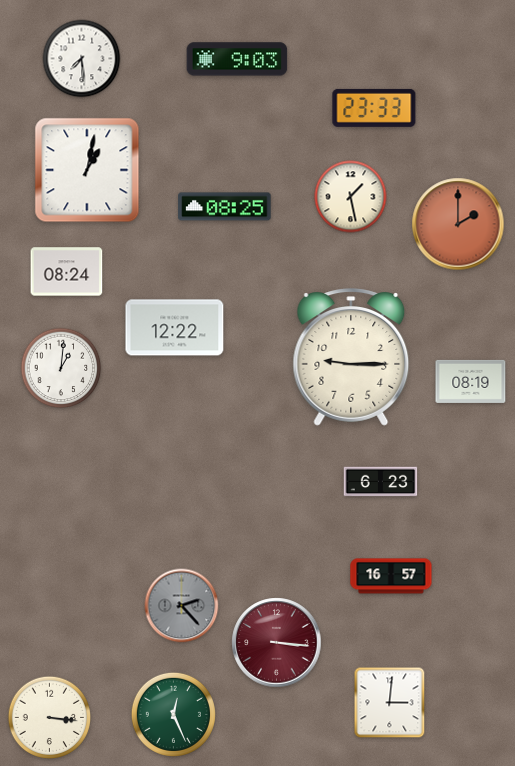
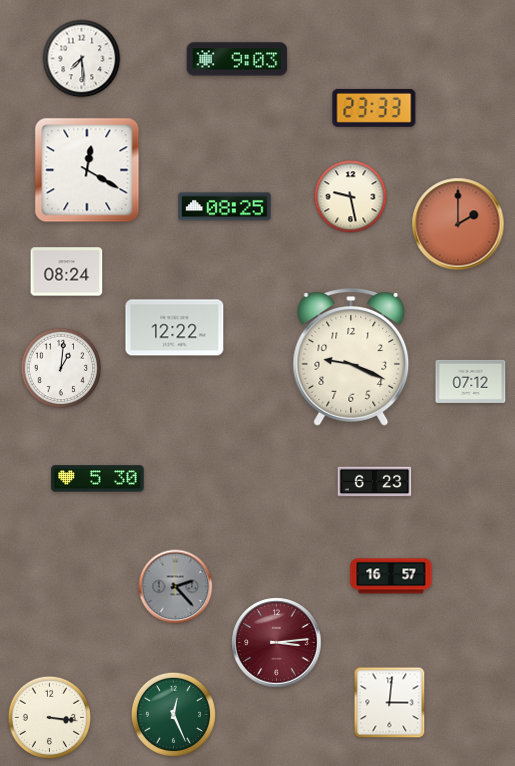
clock at (87, 170): 1:02 -> 12:20
clock at (351, 197): 1:28 -> 9:28
clock at (351, 357): 9:15 -> 9:19
clock at (471, 381): 08:19 -> 07:12
clock at (98, 479): none -> 5:30
clock at (381, 482) position: (381, 482) -> (375, 482)
clock at (182, 606) position: (182, 606) -> (176, 587)
clock at (277, 643): 3:16 -> 3:14
